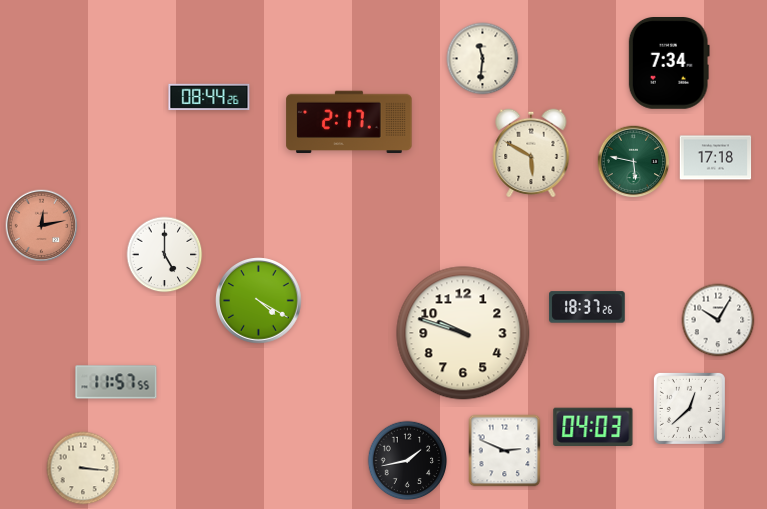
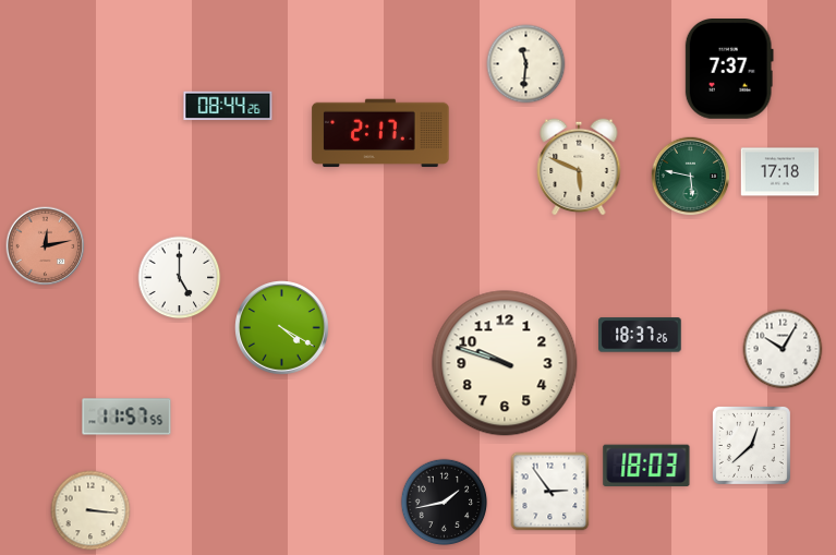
clock at (669, 64): 7:34 -> 7:37
clock at (531, 153): 5:50 -> 5:49
clock at (593, 427): 04:03 -> 18:03
clock at (505, 451): 2:49 -> 2:54
